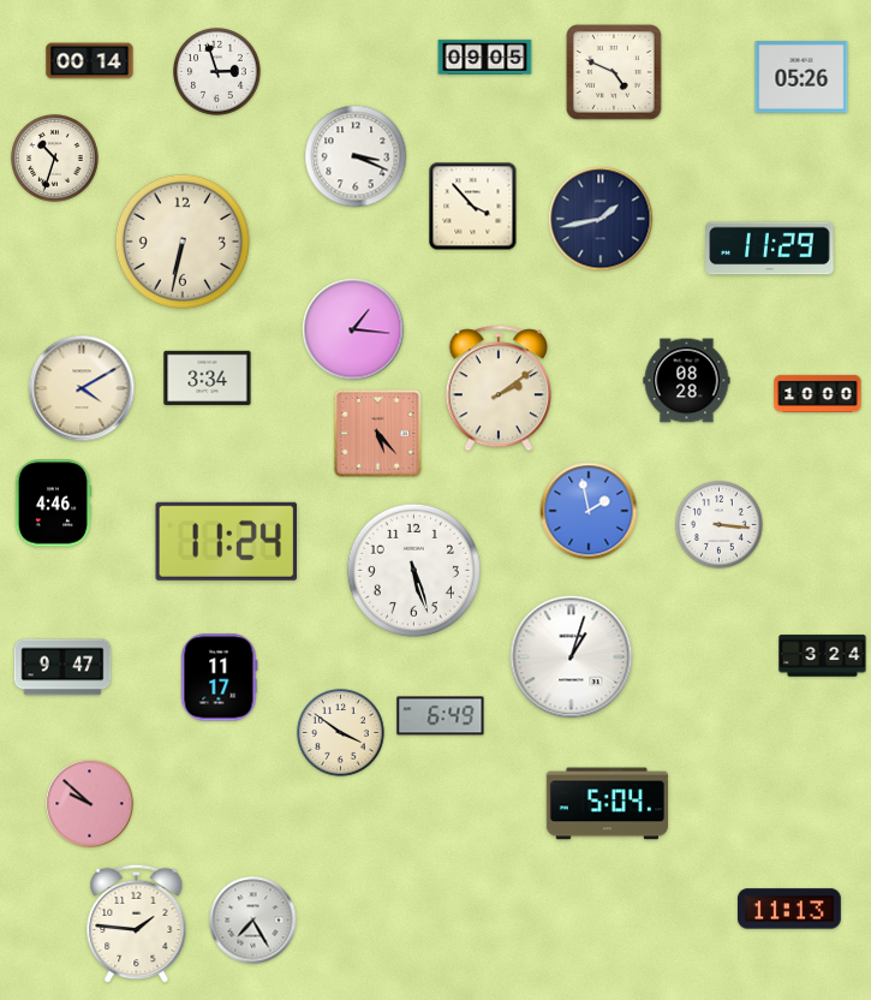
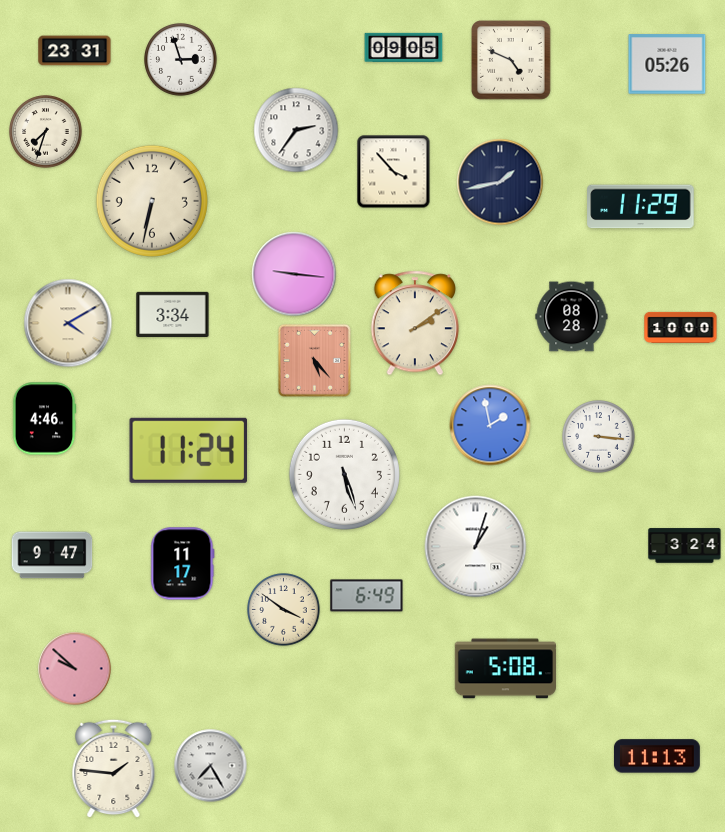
clock at (90, 61): 00:14 -> 23:31
clock at (356, 156): 3:19 -> 2:36
clock at (55, 159): 10:33 -> 7:33
clock at (353, 329): 1:16 -> 9:16
clock at (607, 804): 5:04 -> 5:08
